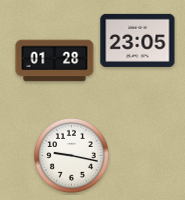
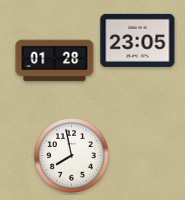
clock at (72, 156): 9:17 -> 7:58
